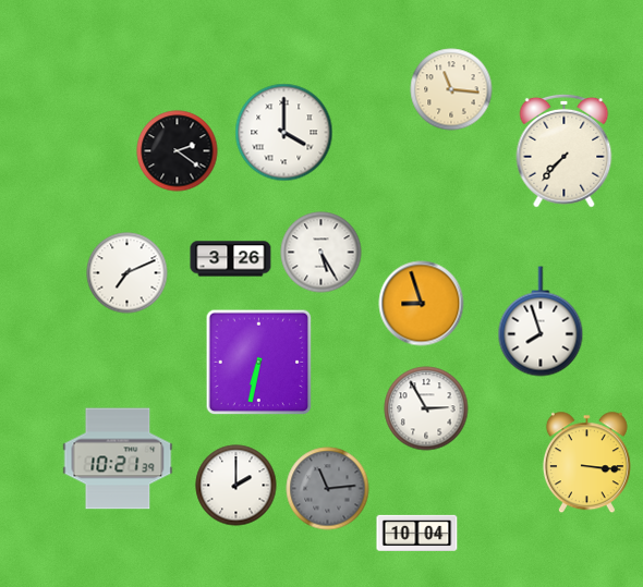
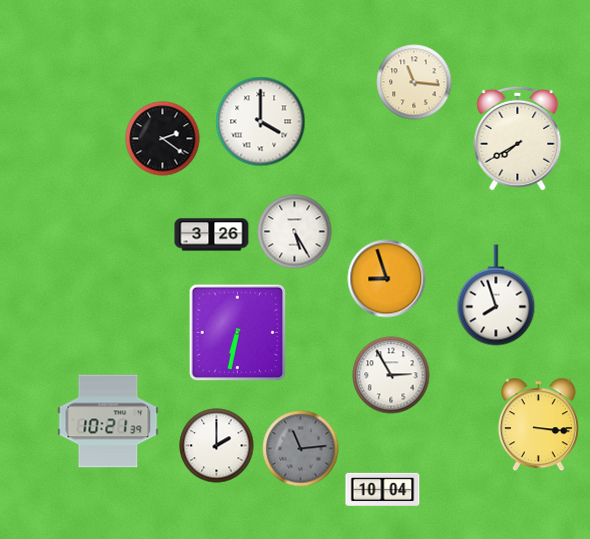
clock at (565, 150): 7:37 -> 7:40
clock at (231, 259) position: (231, 259) -> (212, 235)
clock at (128, 273): 7:11 -> none
